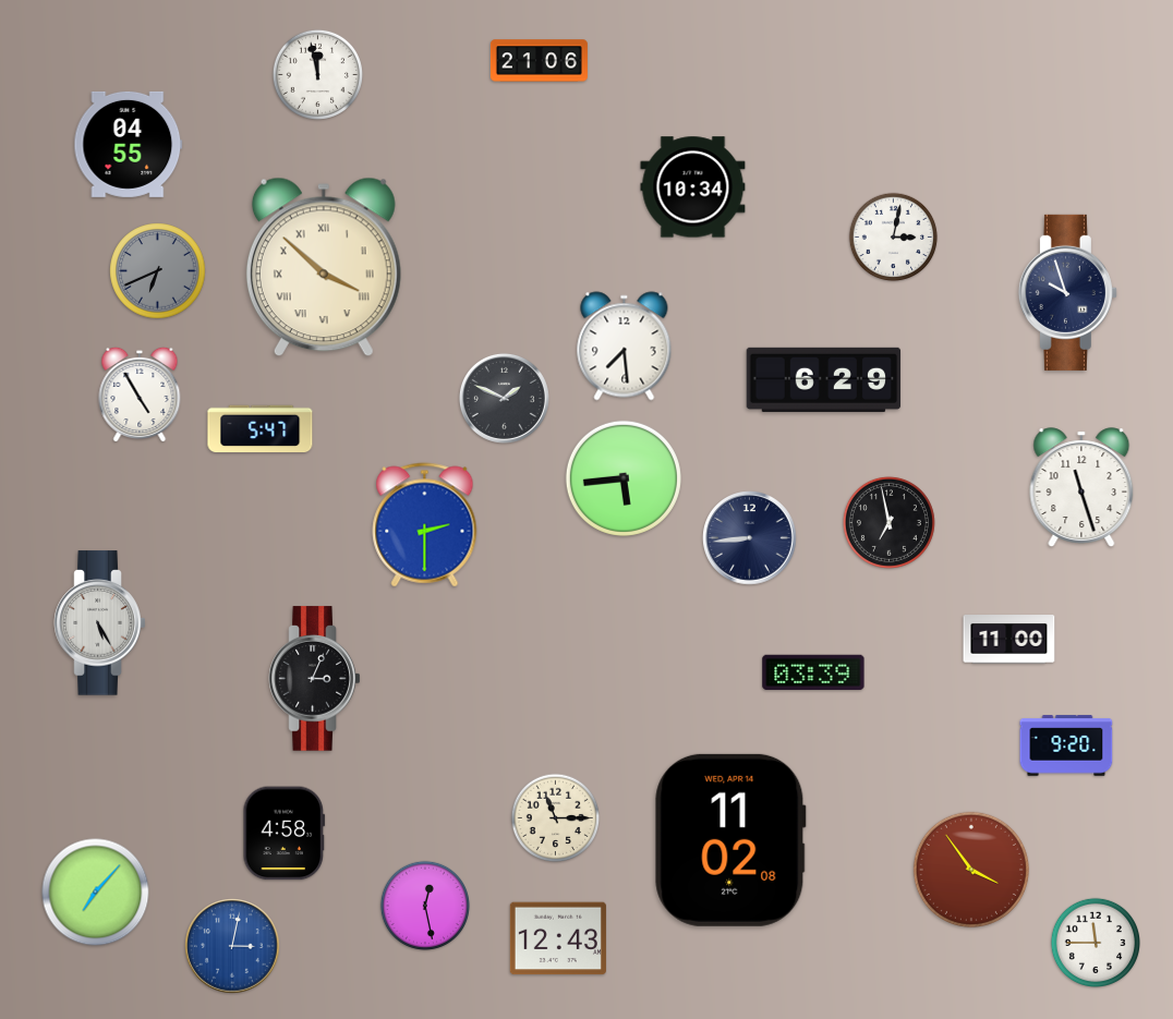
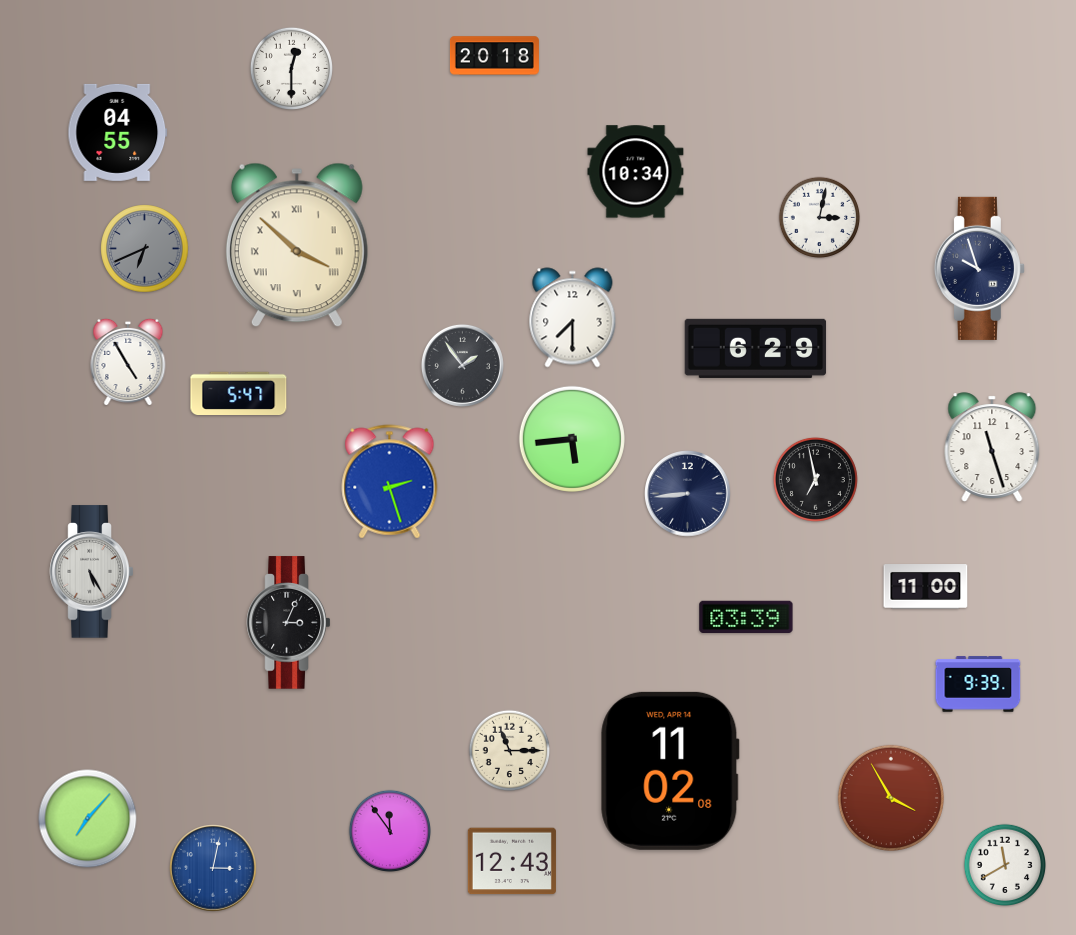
clock at (539, 61): 21:06 -> 20:18
clock at (317, 74): 11:58 -> 12:30
clock at (625, 347): 7:29 -> 7:30
clock at (504, 398): 1:49 -> 1:54
clock at (425, 525): 2:30 -> 2:27
clock at (1066, 745): 9:20 -> 9:39
clock at (285, 834): 4:58 -> none
clock at (971, 870): 3:54 -> 3:55
clock at (424, 905): 12:28 -> 11:54
clock at (1095, 942): 11:45 -> 11:40
